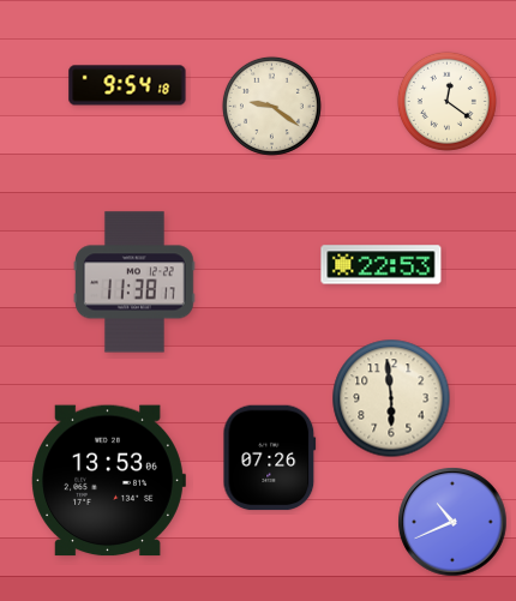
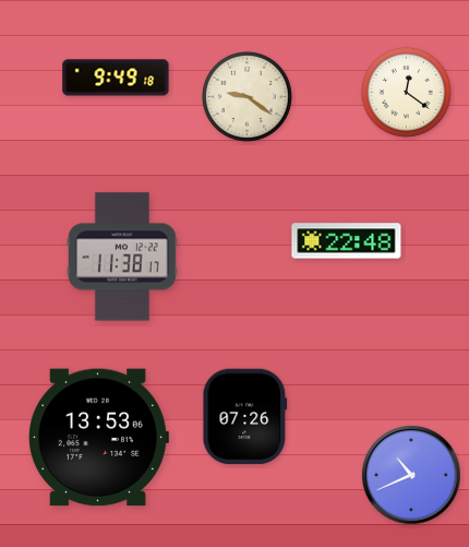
clock at (127, 85): 9:54 -> 9:49
clock at (382, 265): 22:53 -> 22:48
clock at (391, 398): 5:59 -> none
